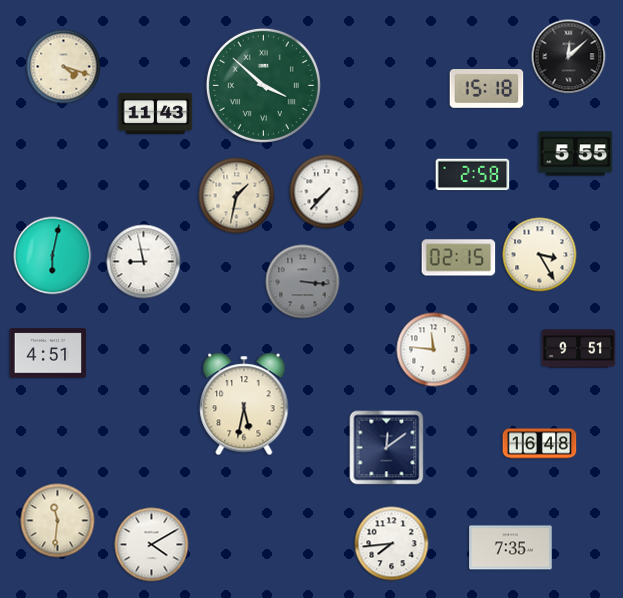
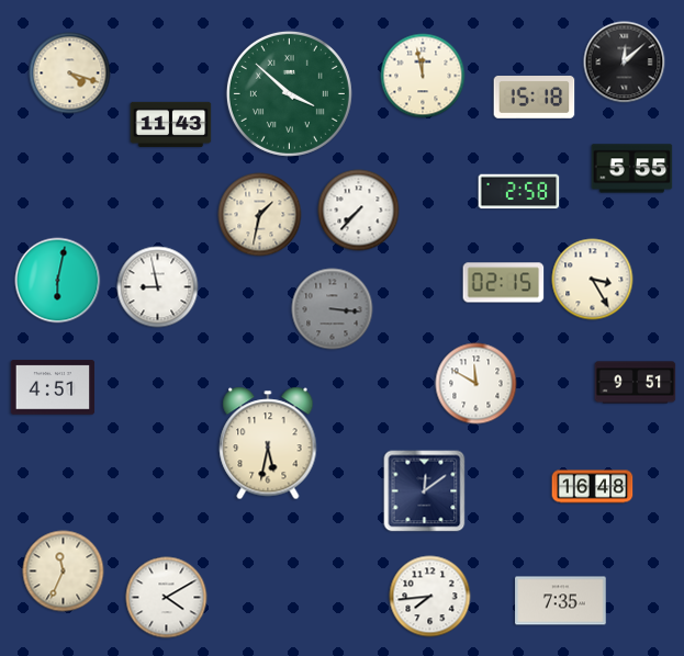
clock at (423, 76): none -> 11:58
clock at (434, 350): 11:46 -> 11:50
clock at (58, 521): 11:31 -> 11:34
